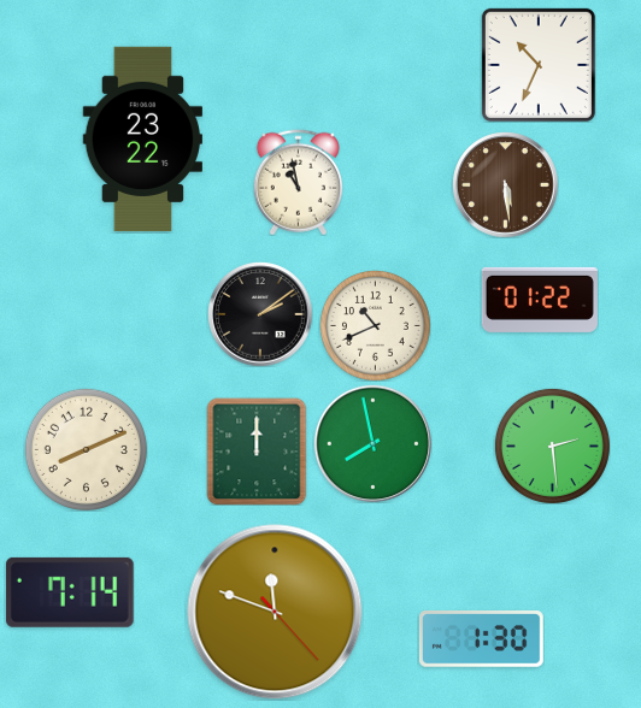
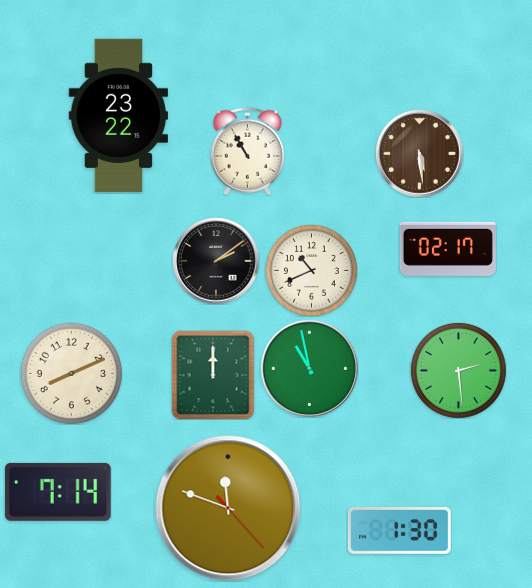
clock at (539, 65): 10:34 -> none
clock at (298, 182): 10:58 -> 10:55
clock at (540, 300): 01:22 -> 02:17
clock at (372, 443): 7:58 -> 10:58
